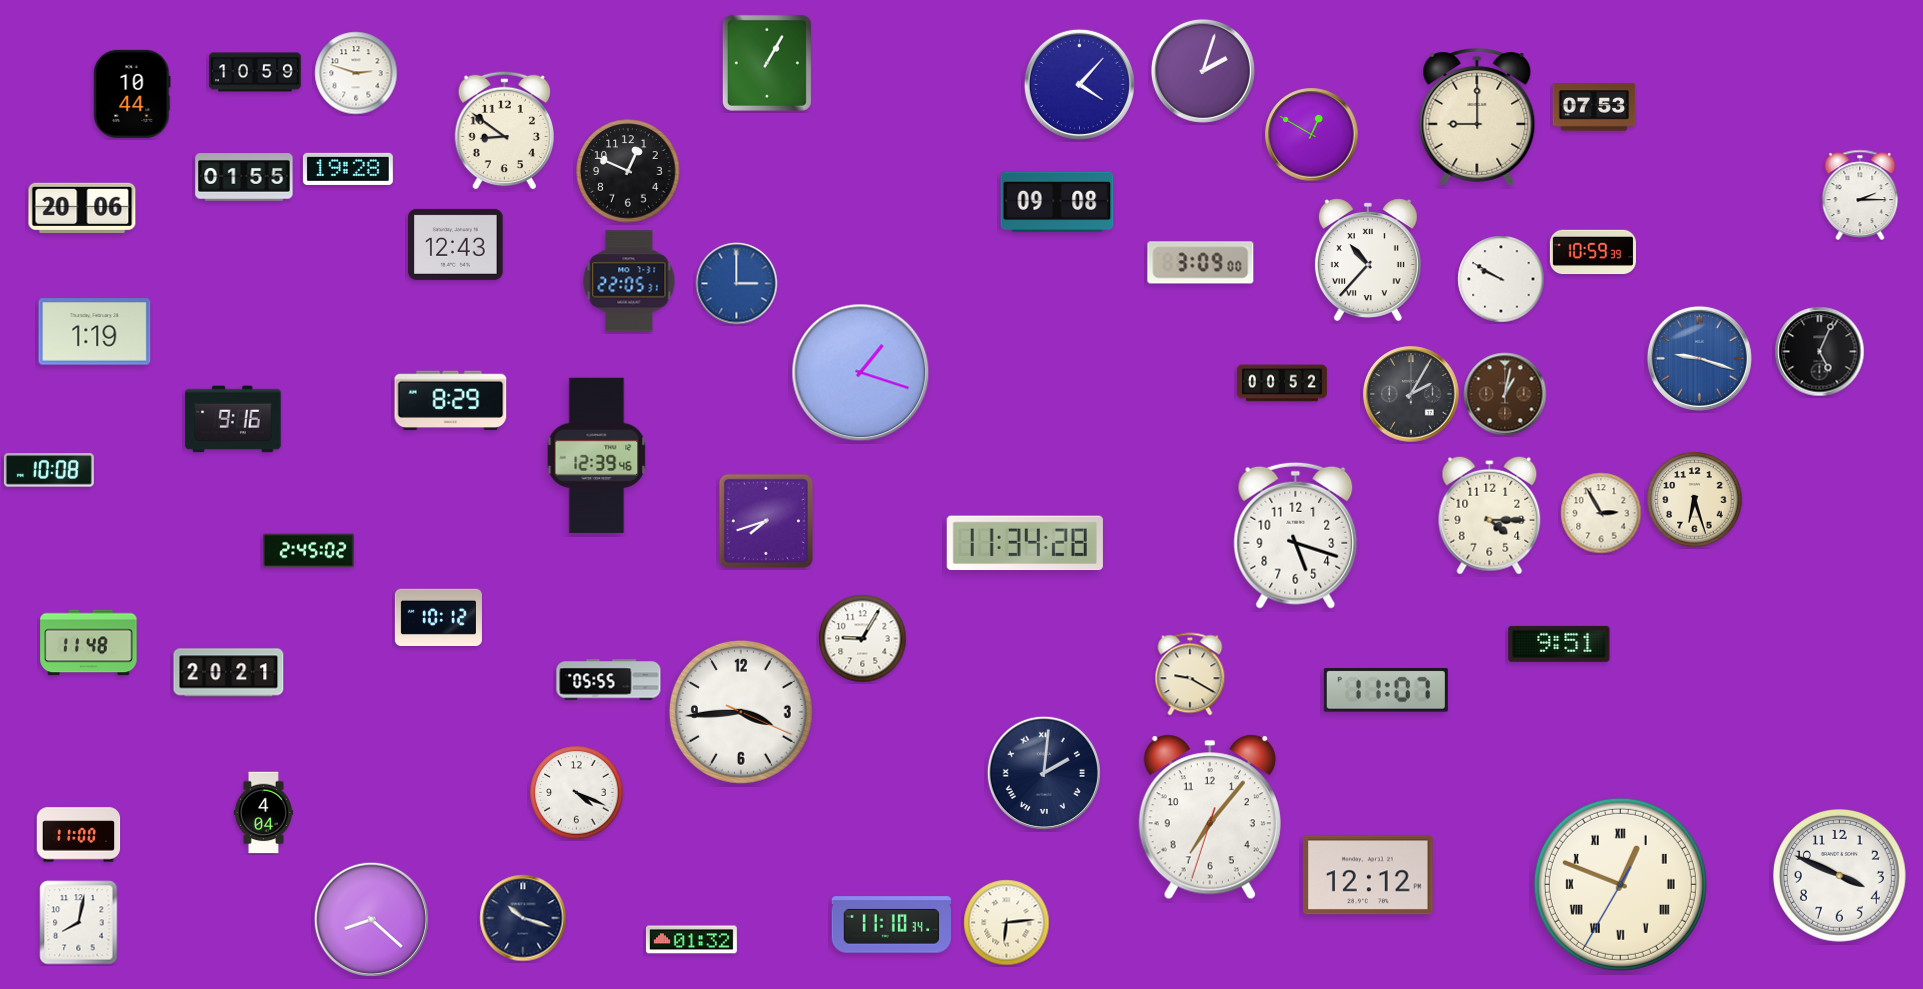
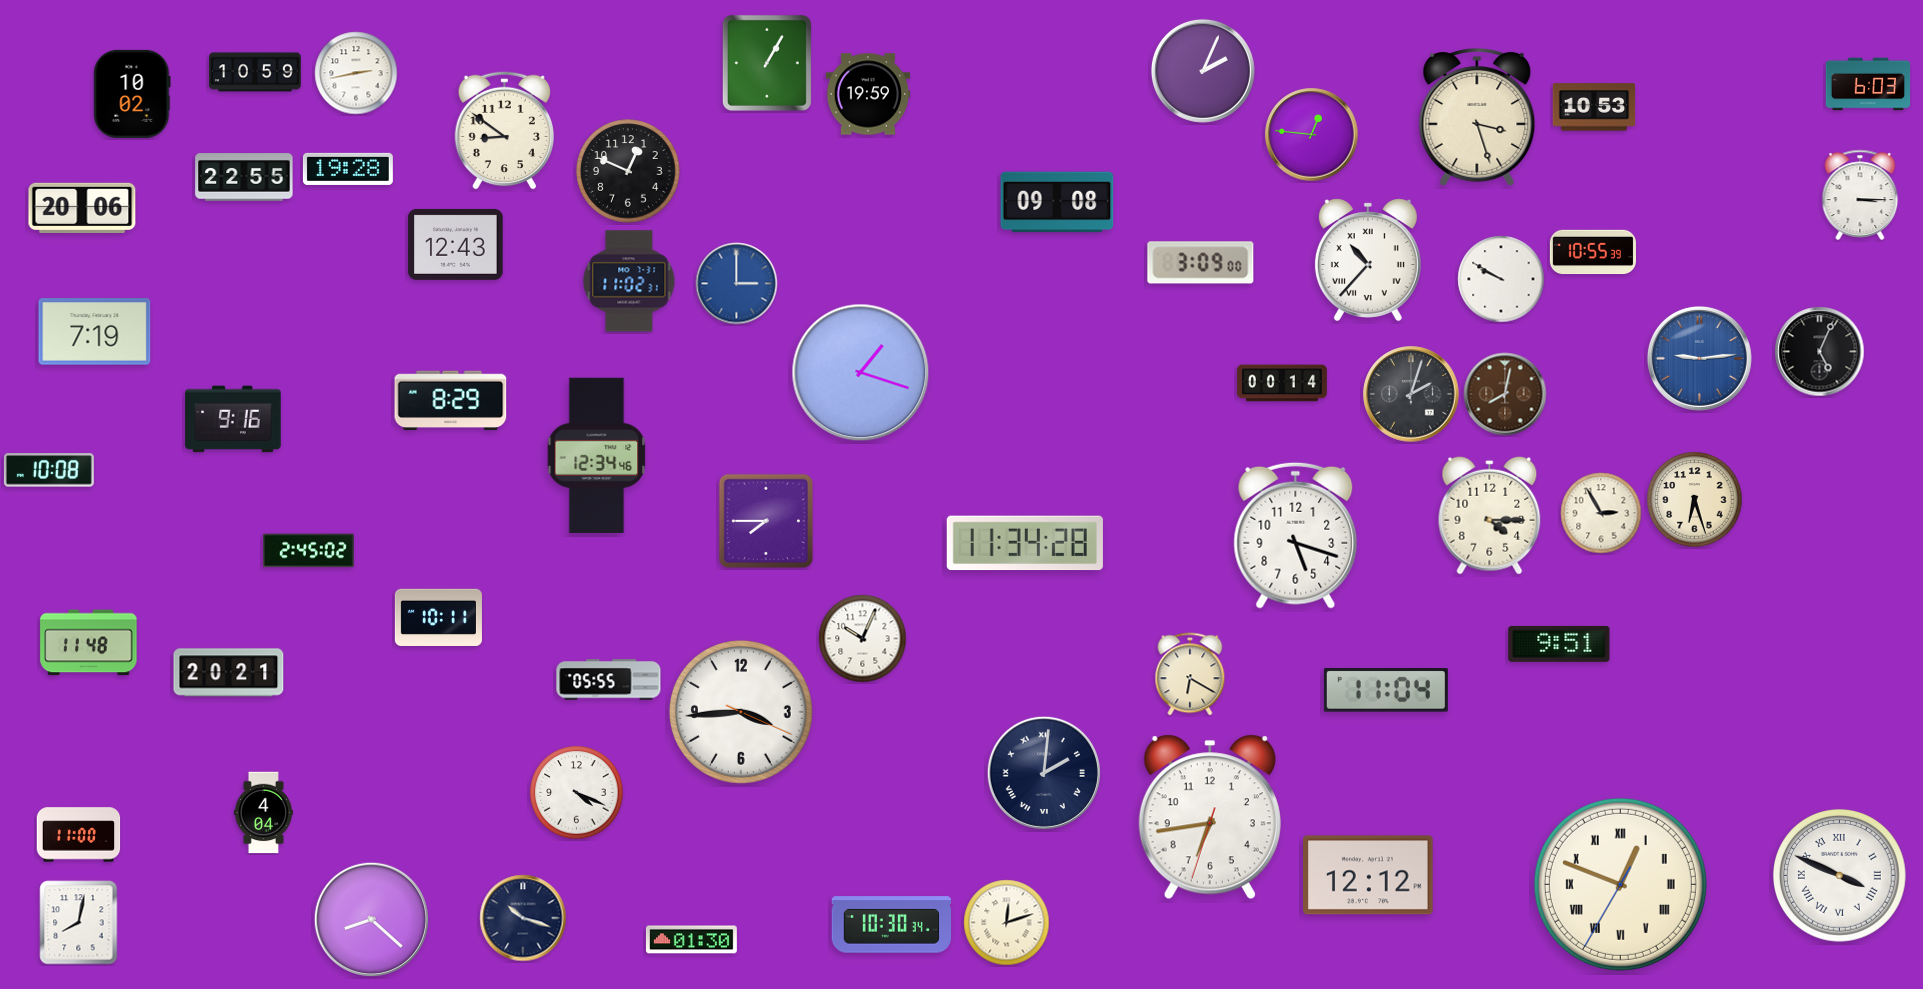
clock at (1203, 71): 2:03 -> 2:04
clock at (356, 73): 2:48 -> 2:43
clock at (1079, 84): 4:07 -> none
clock at (1868, 84): none -> 6:03
clock at (132, 94): 10:44 -> 10:02
clock at (868, 94): none -> 19:59
clock at (1594, 107): 07:53 -> 10:53
clock at (1477, 118): 9:00 -> 3:27
clock at (1312, 135): 12:50 -> 12:46
clock at (244, 177): 01:55 -> 22:55
clock at (1860, 195): 2:15 -> 3:15
clock at (1593, 252): 10:59 -> 10:55
clock at (629, 281): 22:05 -> 11:02
clock at (95, 332): 1:19 -> 7:19
clock at (1699, 358): 9:18 -> 9:14
clock at (1282, 383): 00:52 -> 00:14
clock at (1411, 394): 2:05 -> 2:03
clock at (1505, 394): 1:02 -> 8:02
clock at (597, 455): 12:39 -> 12:34
clock at (766, 521): 7:42 -> 7:45
clock at (438, 617): 10:12 -> 10:11
clock at (863, 639): 9:05 -> 10:04
clock at (1190, 674): 9:20 -> 6:20
clock at (1386, 690): 11:07 -> 11:04
clock at (1210, 817): 7:06 -> 6:43
clock at (1840, 876) numerals: Arabic -> Roman
clock at (1007, 923): 6:14 -> 12:12
clock at (891, 925): 11:10 -> 10:30
clock at (691, 940): 01:32 -> 01:30
